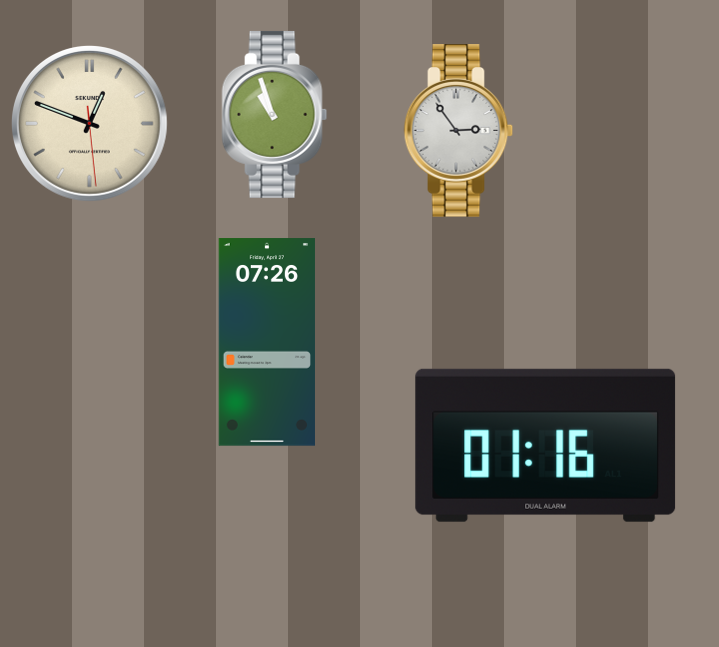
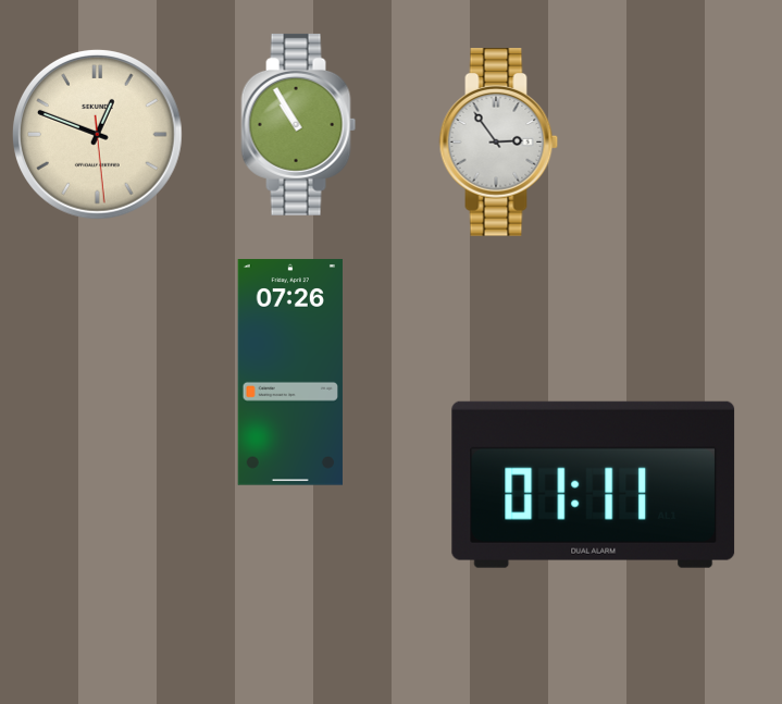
clock at (275, 114): 10:57 -> 10:55
clock at (546, 445): 01:16 -> 01:11
